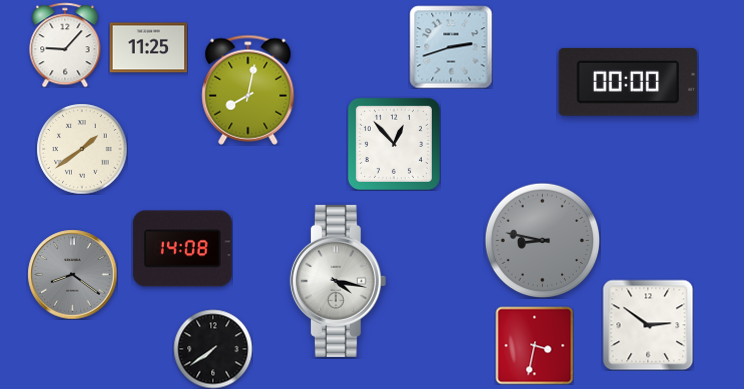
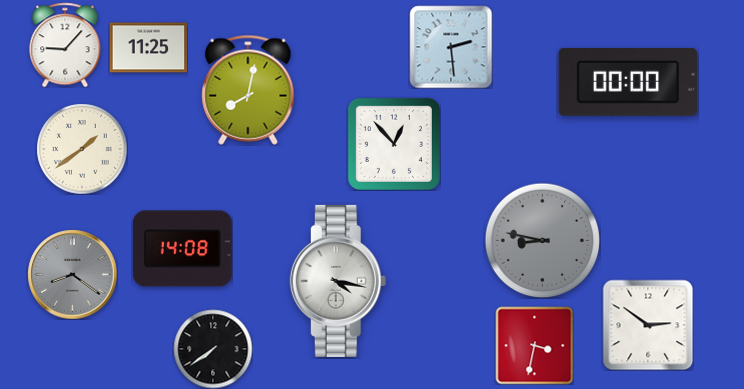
clock at (451, 47): 2:42 -> 2:29
